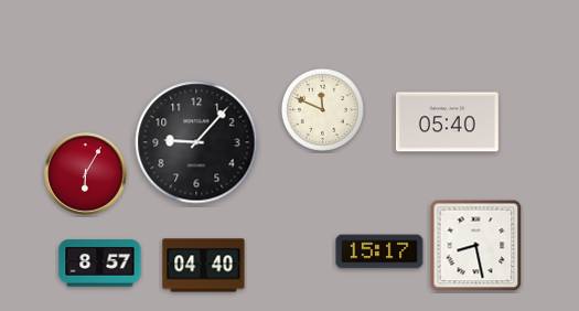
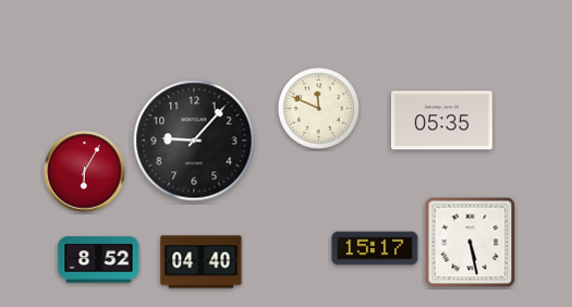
clock at (447, 122): 05:40 -> 05:35
clock at (476, 246): 8:28 -> 5:28
clock at (100, 264): 8:57 -> 8:52
